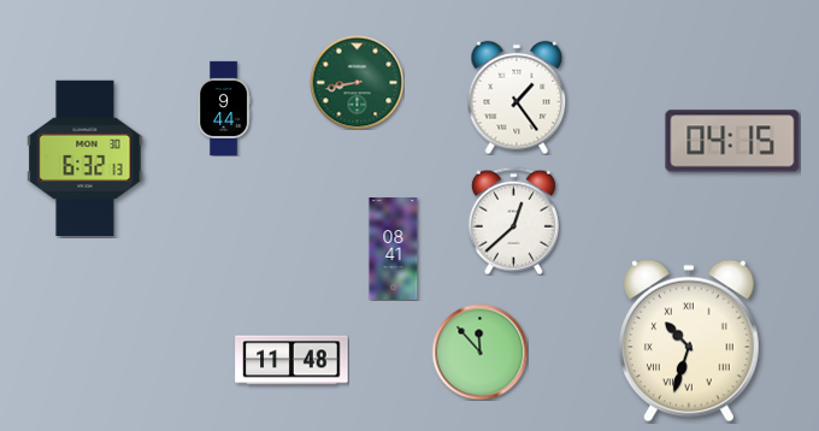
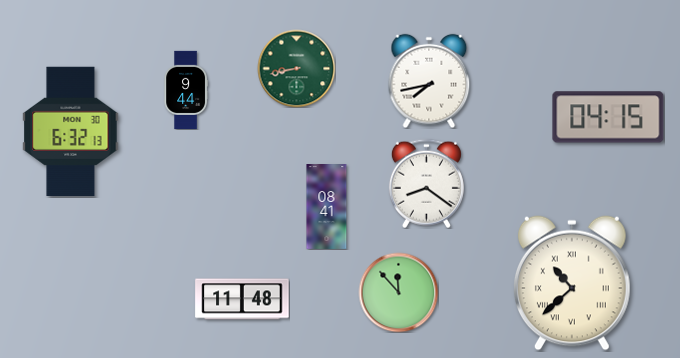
clock at (517, 98): 1:24 -> 7:43
clock at (513, 220): 12:38 -> 8:21
clock at (689, 341): 10:33 -> 10:38
